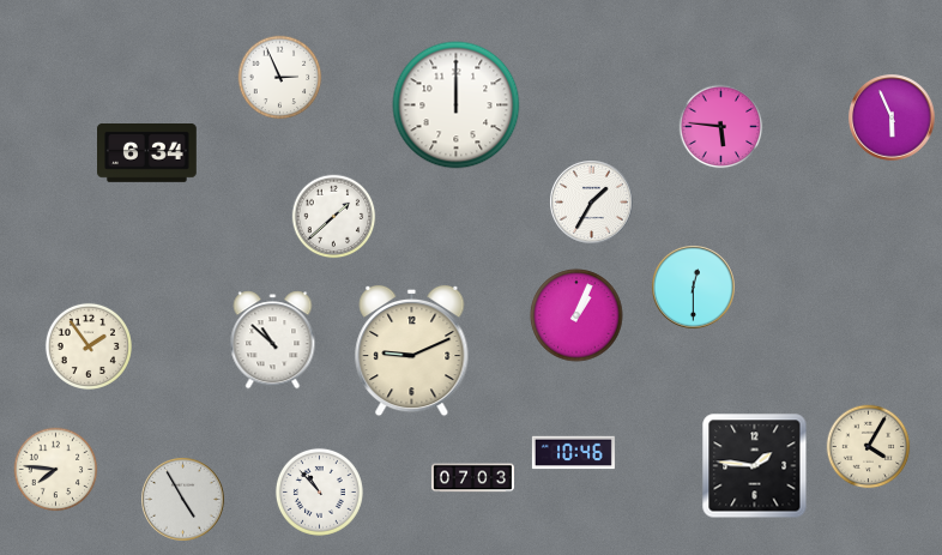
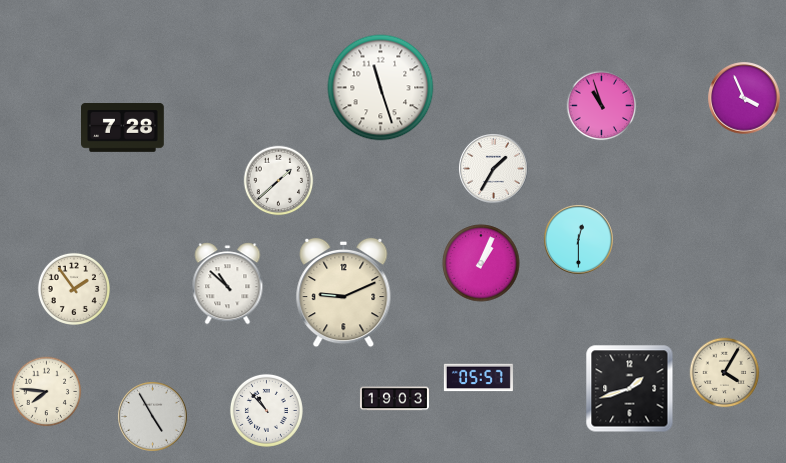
clock at (280, 78): 2:56 -> none
clock at (457, 105): 12:00 -> 11:27
clock at (892, 117): 5:56 -> 3:56
clock at (721, 127): 5:46 -> 10:57
clock at (147, 153): 6:34 -> 7:28
clock at (573, 453): 10:46 -> 05:57
clock at (755, 466): 1:46 -> 1:42
clock at (472, 478): 07:03 -> 19:03
